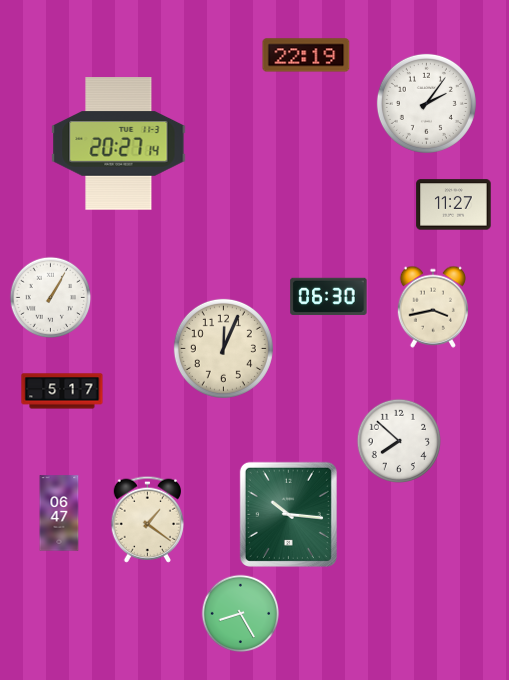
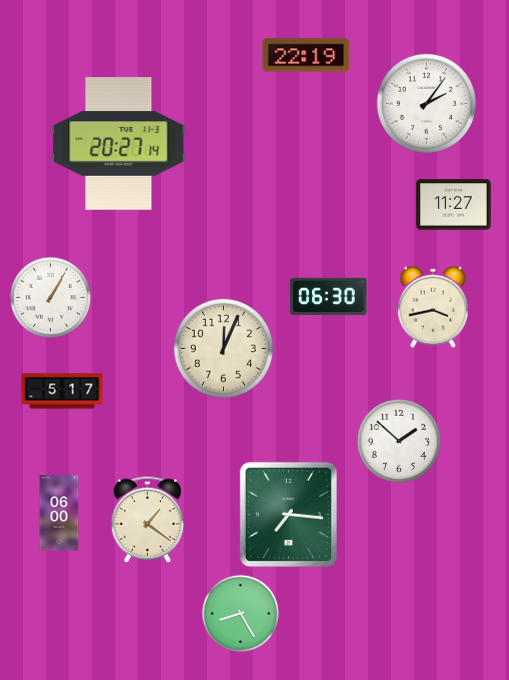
clock at (398, 440): 7:52 -> 1:52
clock at (59, 513): 06:47 -> 06:00
clock at (288, 514): 10:16 -> 7:16
